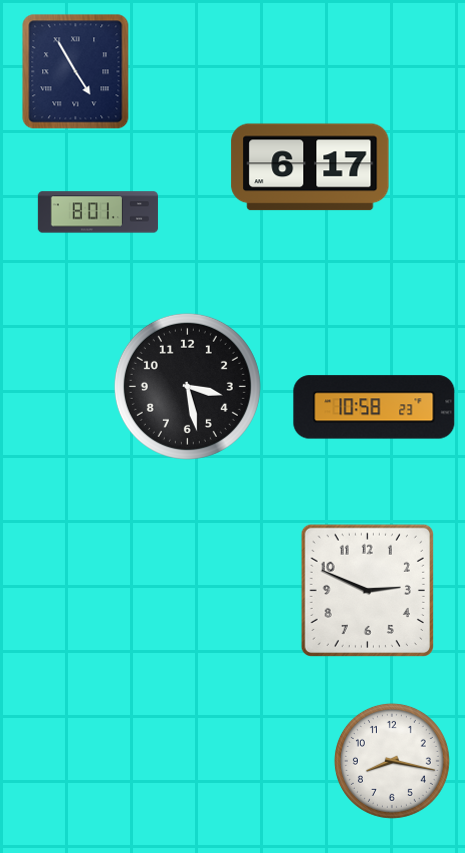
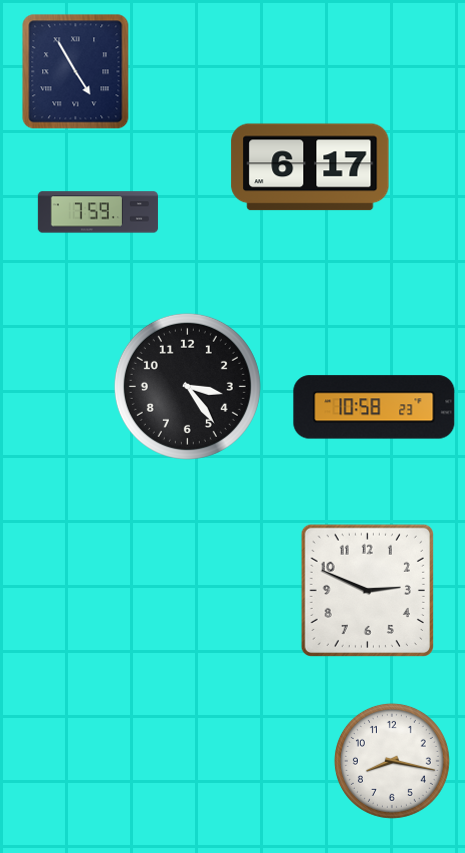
clock at (98, 212): 8:01 -> 7:59
clock at (187, 386): 3:28 -> 3:24
